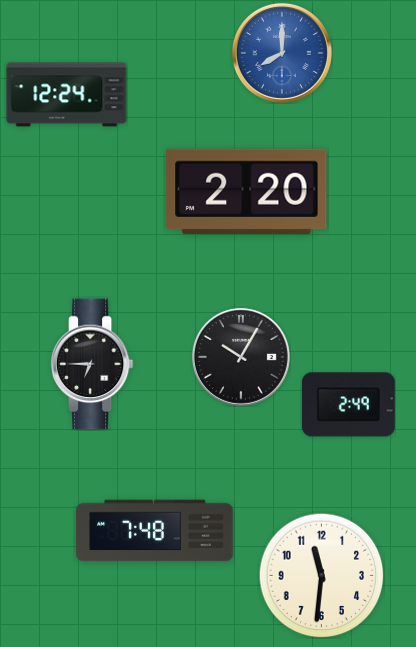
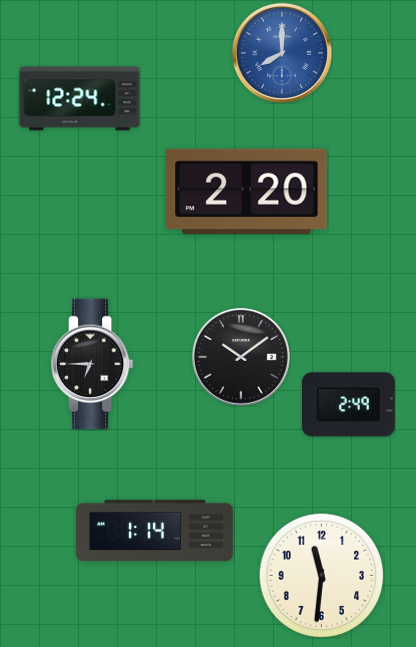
clock at (67, 95) position: (67, 95) -> (80, 99)
clock at (241, 357): 10:05 -> 10:09
clock at (155, 531): 7:48 -> 1:14
